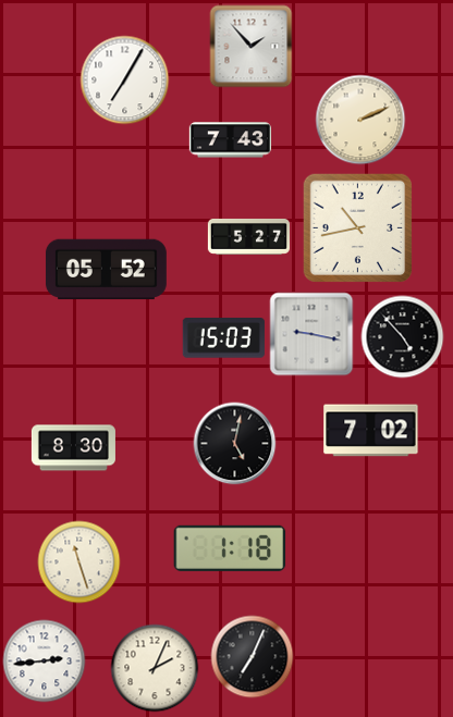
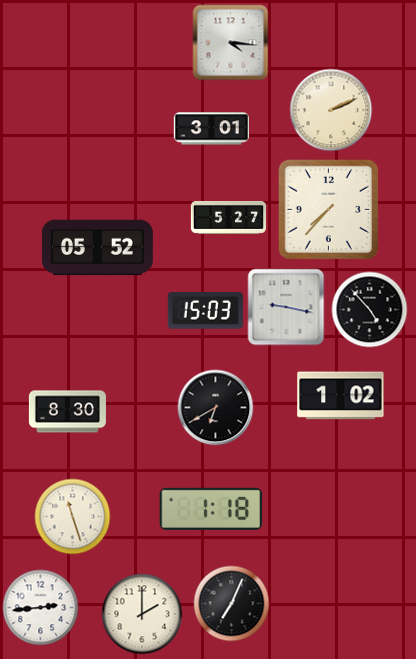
clock at (252, 47): 1:53 -> 4:16
clock at (125, 81): 7:05 -> none
clock at (230, 140): 7:43 -> 3:01
clock at (358, 228): 10:43 -> 7:37
clock at (371, 431): 7:02 -> 1:02
clock at (235, 444): 5:02 -> 6:40
clock at (230, 548) position: (230, 548) -> (211, 509)
clock at (155, 668): 2:04 -> 2:00
